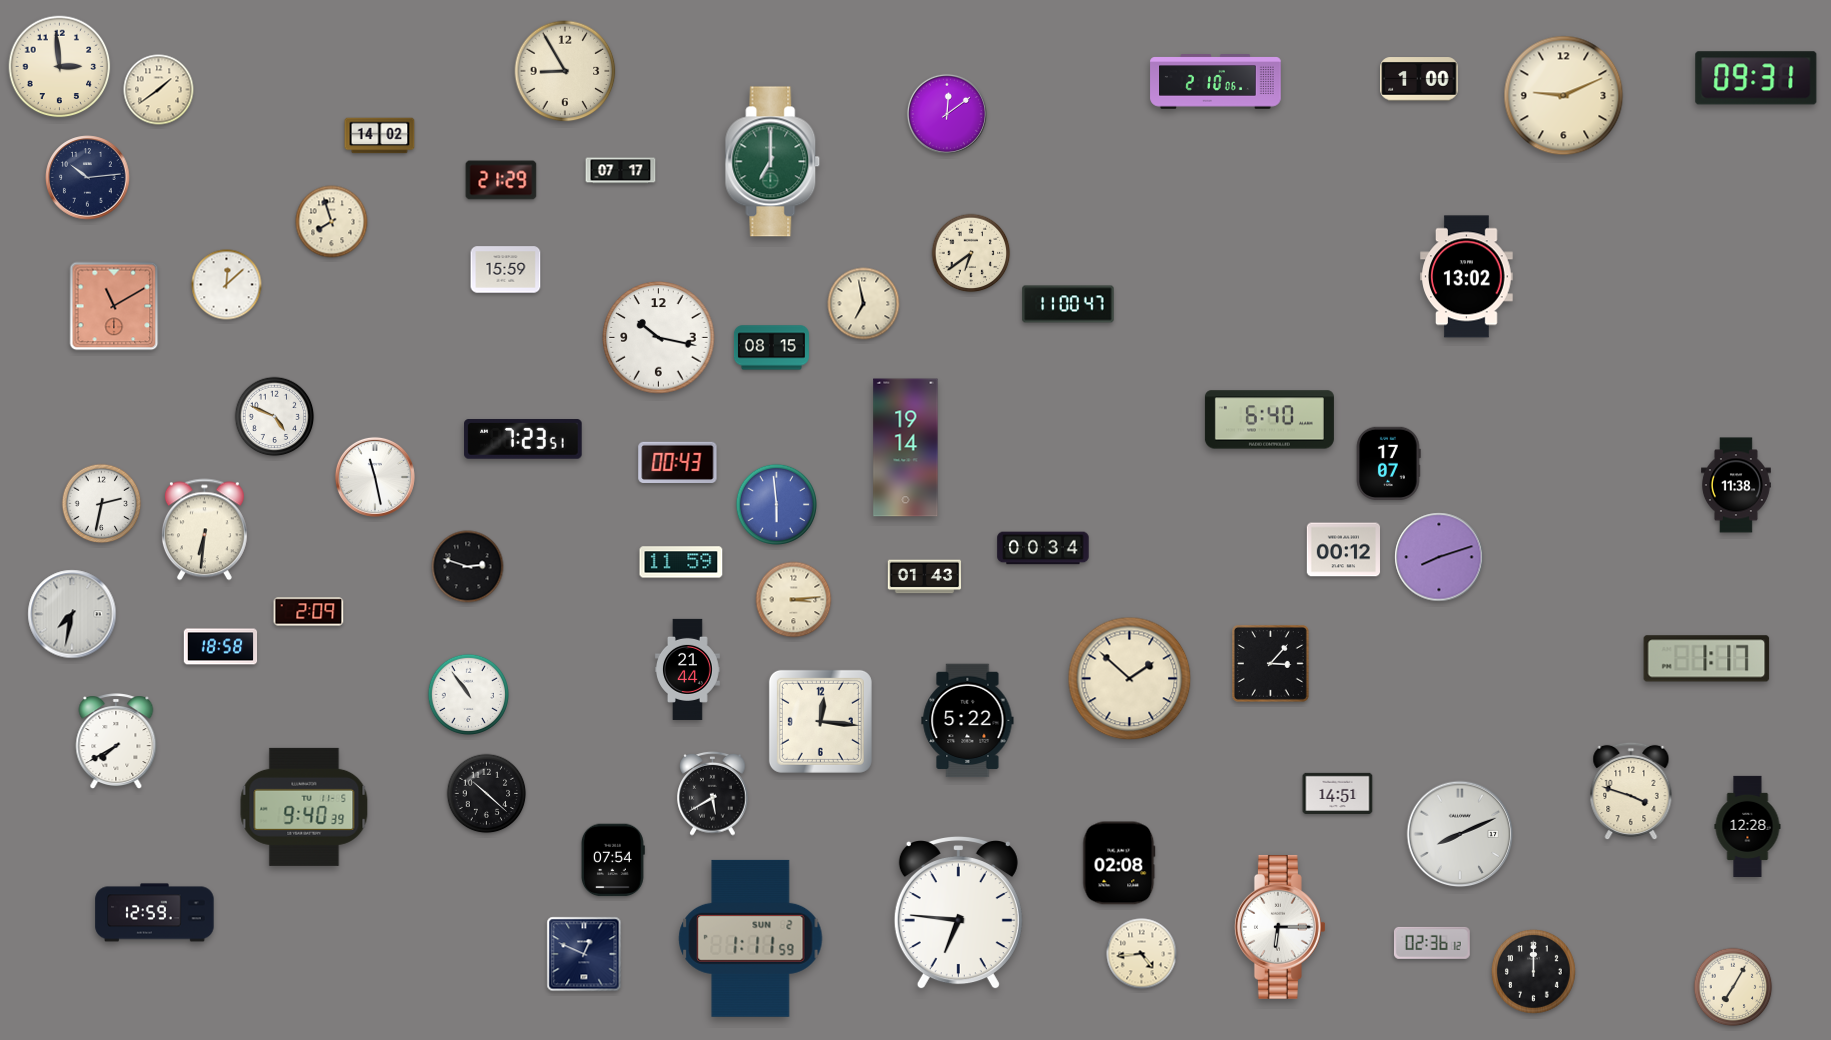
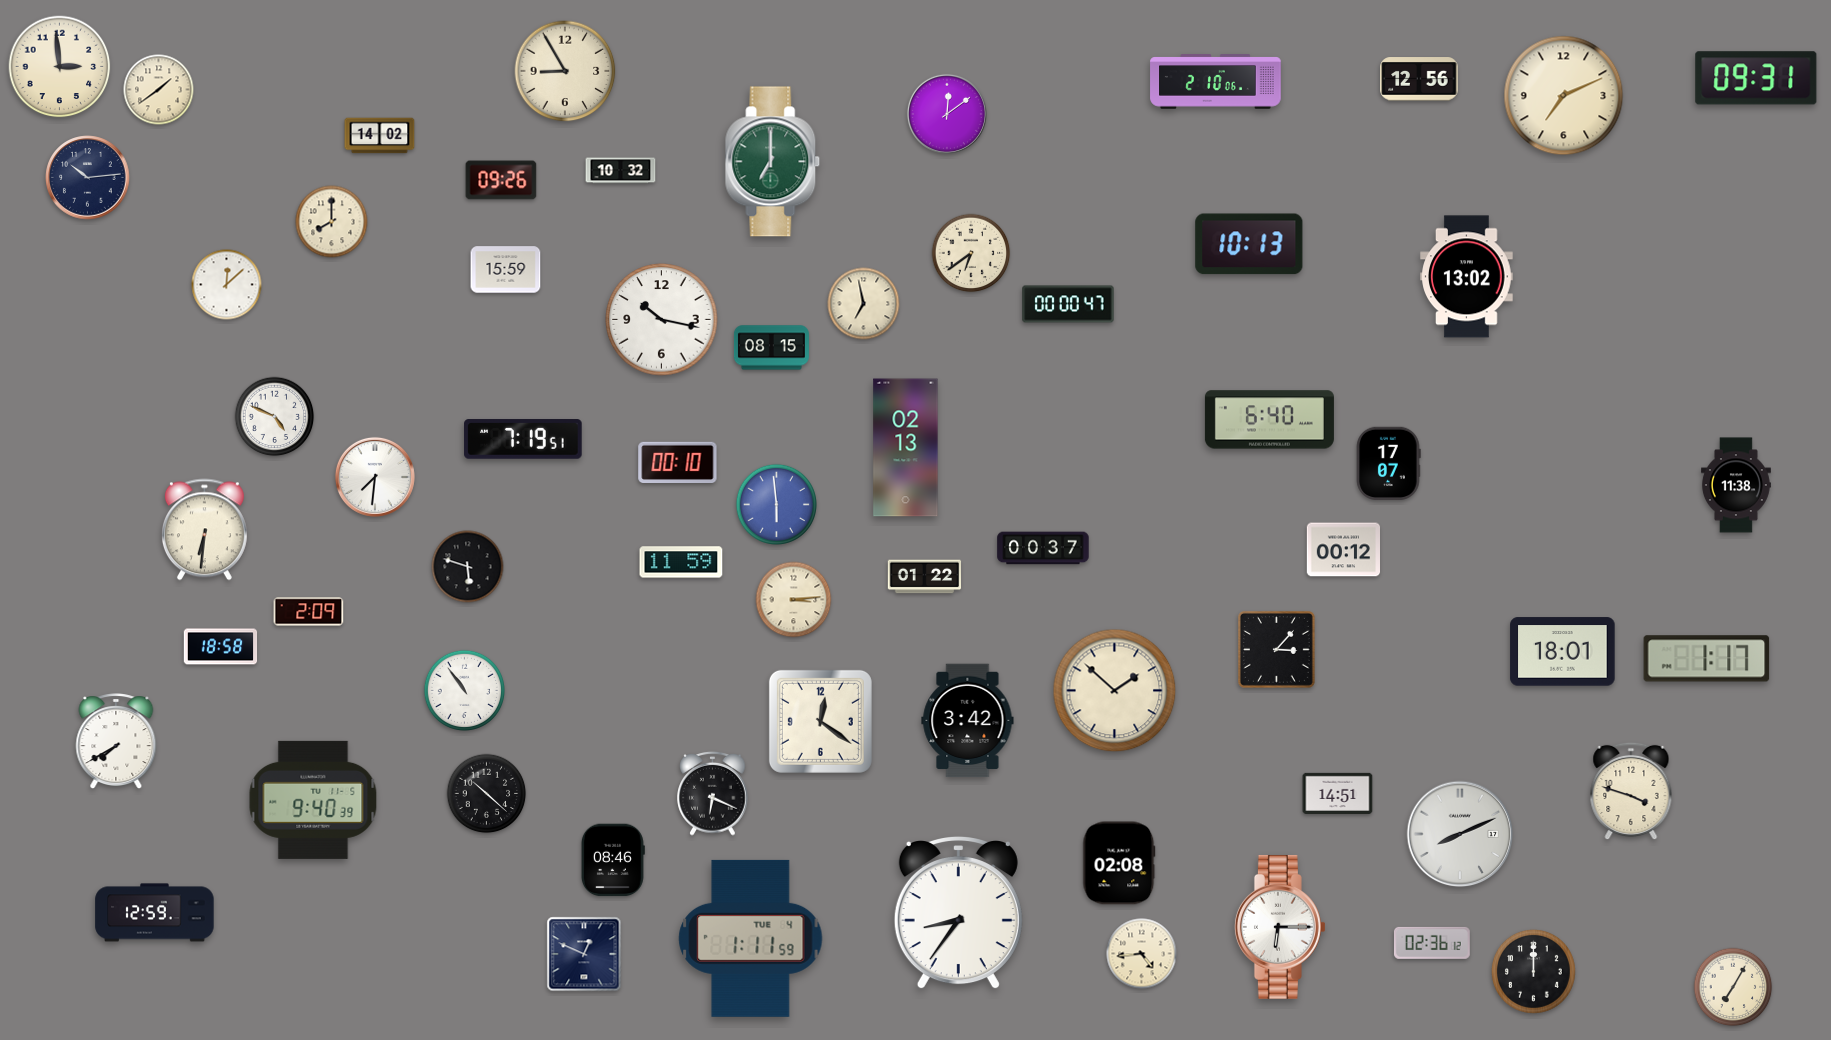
clock at (1419, 79): 1:00 -> 12:56
clock at (1564, 96): 9:11 -> 7:11
clock at (621, 171): 07:17 -> 10:32
clock at (501, 180): 21:29 -> 09:26
clock at (332, 222): 7:57 -> 8:00
clock at (1249, 244): none -> 10:13
clock at (1068, 304): 11:00 -> 00:00
clock at (114, 306): 11:10 -> none
clock at (659, 338) position: (659, 338) -> (662, 320)
clock at (523, 439): 7:23 -> 7:19
clock at (906, 448): 19:14 -> 02:13
clock at (678, 462): 00:43 -> 00:10
clock at (375, 477): 11:28 -> 7:31
clock at (102, 504): 2:32 -> none
clock at (1043, 548): 00:34 -> 00:37
clock at (1439, 557): 8:12 -> none
clock at (468, 567): 2:48 -> 5:48
clock at (925, 577): 01:43 -> 01:22
clock at (72, 614): 7:32 -> none
clock at (1563, 652): none -> 18:01
clock at (1270, 663) position: (1270, 663) -> (1276, 649)
clock at (688, 669): 21:44 -> none
clock at (1130, 679) position: (1130, 679) -> (1115, 691)
clock at (468, 694) position: (468, 694) -> (464, 690)
clock at (820, 721): 12:16 -> 12:21
clock at (968, 721): 5:22 -> 3:42
clock at (713, 794): 5:40 -> 6:19
clock at (304, 807) position: (304, 807) -> (313, 800)
clock at (1748, 826): 12:28 -> none
clock at (613, 860): 07:54 -> 08:46
clock at (958, 913): 6:46 -> 8:36
clock at (751, 938) date: SUN 2 -> TUE 4
